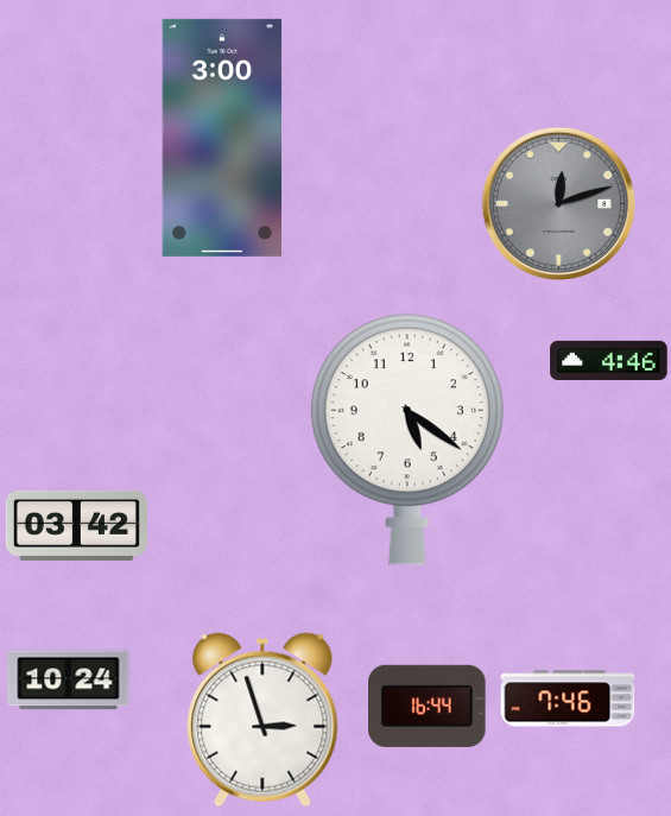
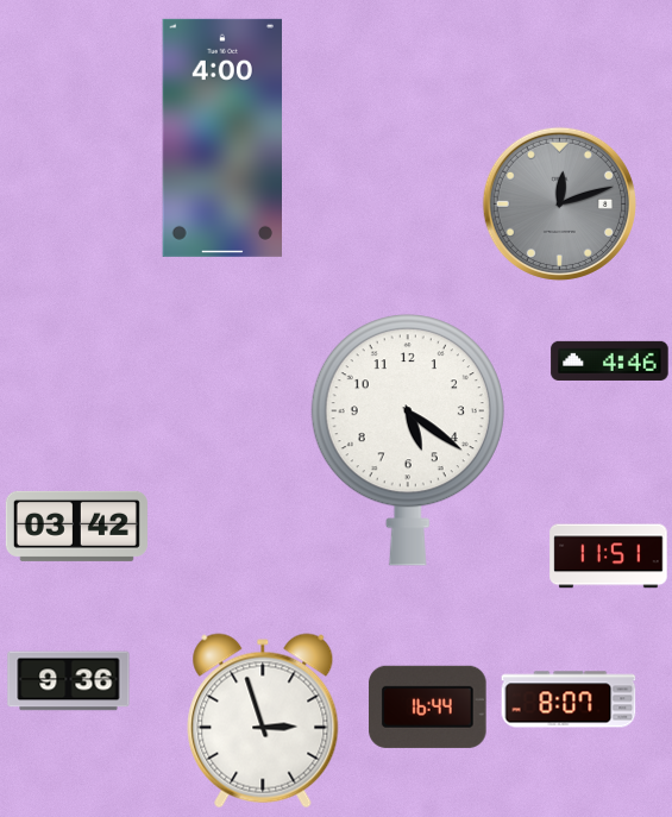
clock at (221, 138): 3:00 -> 4:00
clock at (609, 557): none -> 11:51
clock at (69, 681): 10:24 -> 9:36
clock at (568, 698): 7:46 -> 8:07
